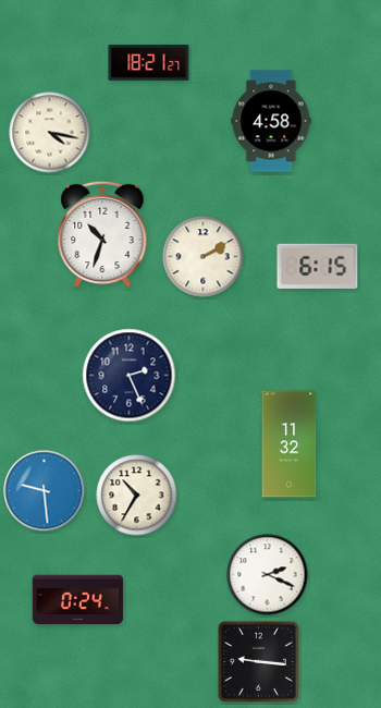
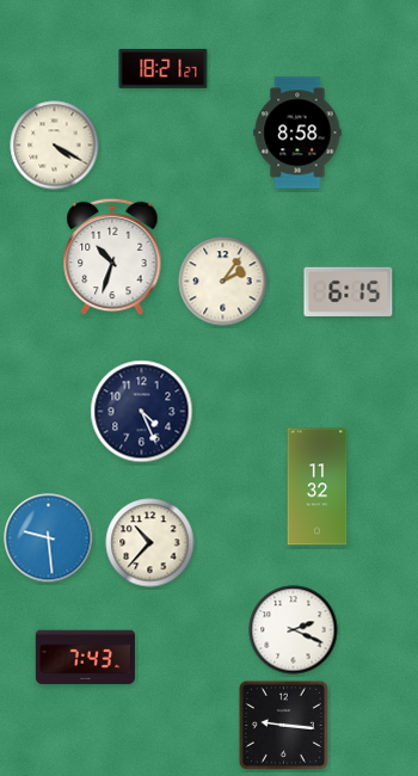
clock at (271, 121): 4:58 -> 8:58
clock at (50, 133): 4:17 -> 4:20
clock at (204, 257): 2:10 -> 2:06
clock at (130, 376): 2:26 -> 4:26
clock at (137, 496): 10:35 -> 10:37
clock at (77, 600): 0:24 -> 7:43
